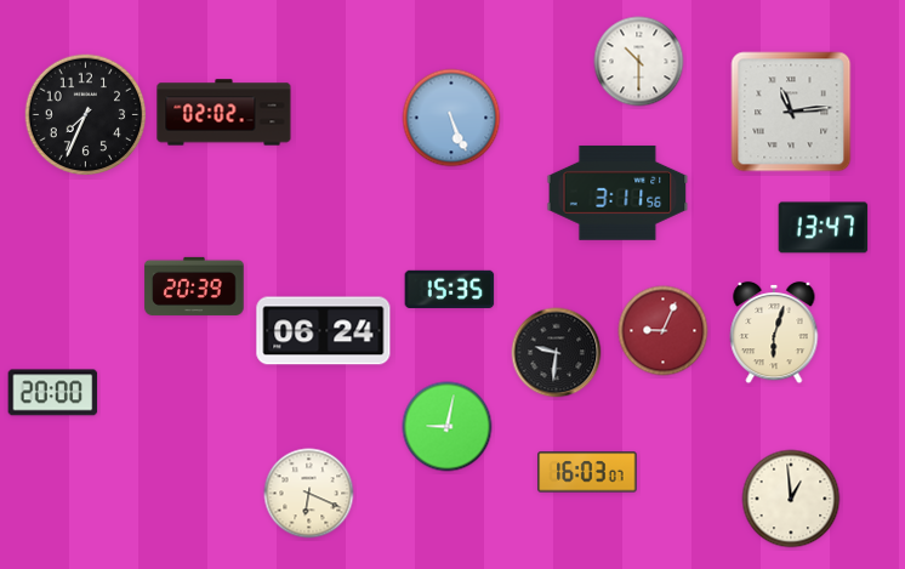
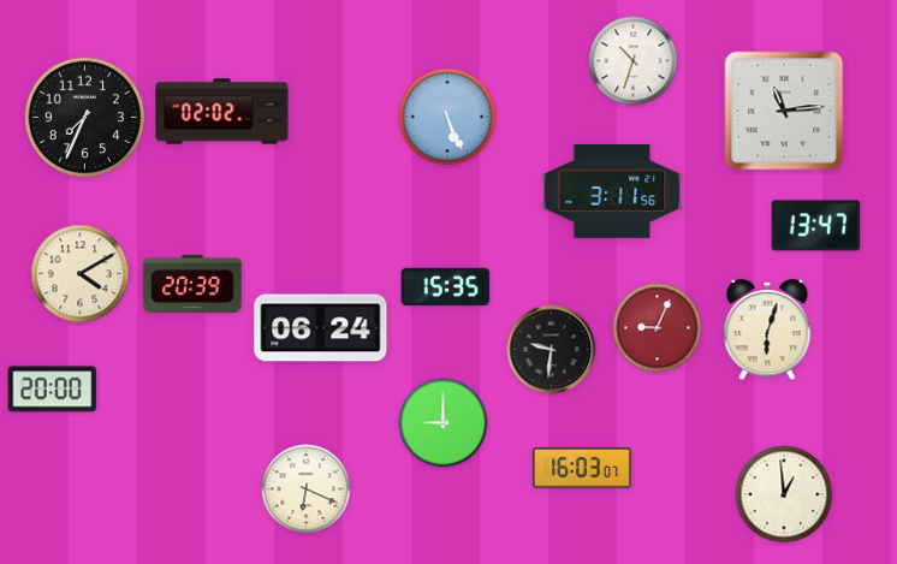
clock at (639, 62): 10:30 -> 10:33
clock at (86, 115) position: (86, 115) -> (85, 118)
clock at (81, 274): none -> 4:10
clock at (448, 427): 9:02 -> 9:00
